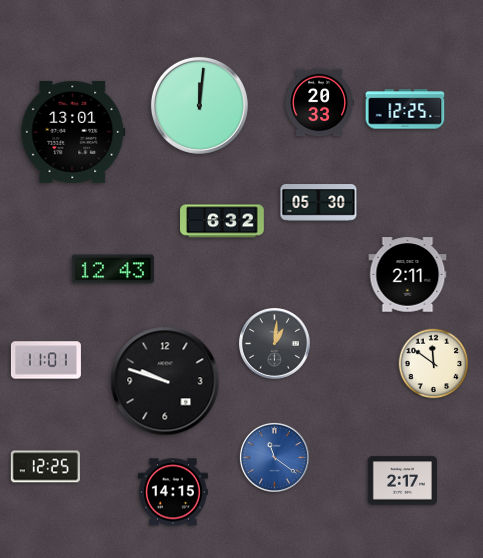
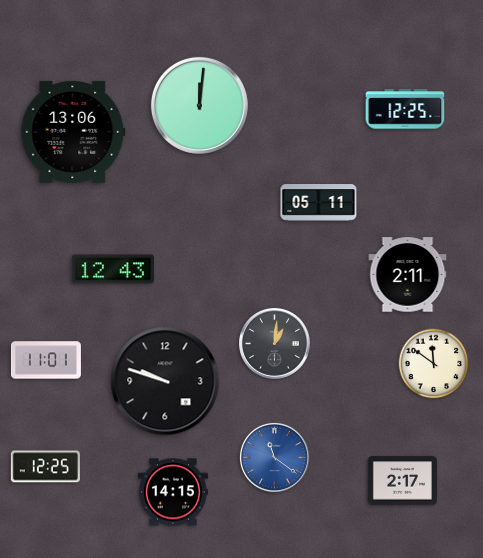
clock at (319, 103): 20:33 -> none
clock at (73, 132): 13:01 -> 13:06
clock at (319, 203): 05:30 -> 05:11
clock at (222, 221): 6:32 -> none
